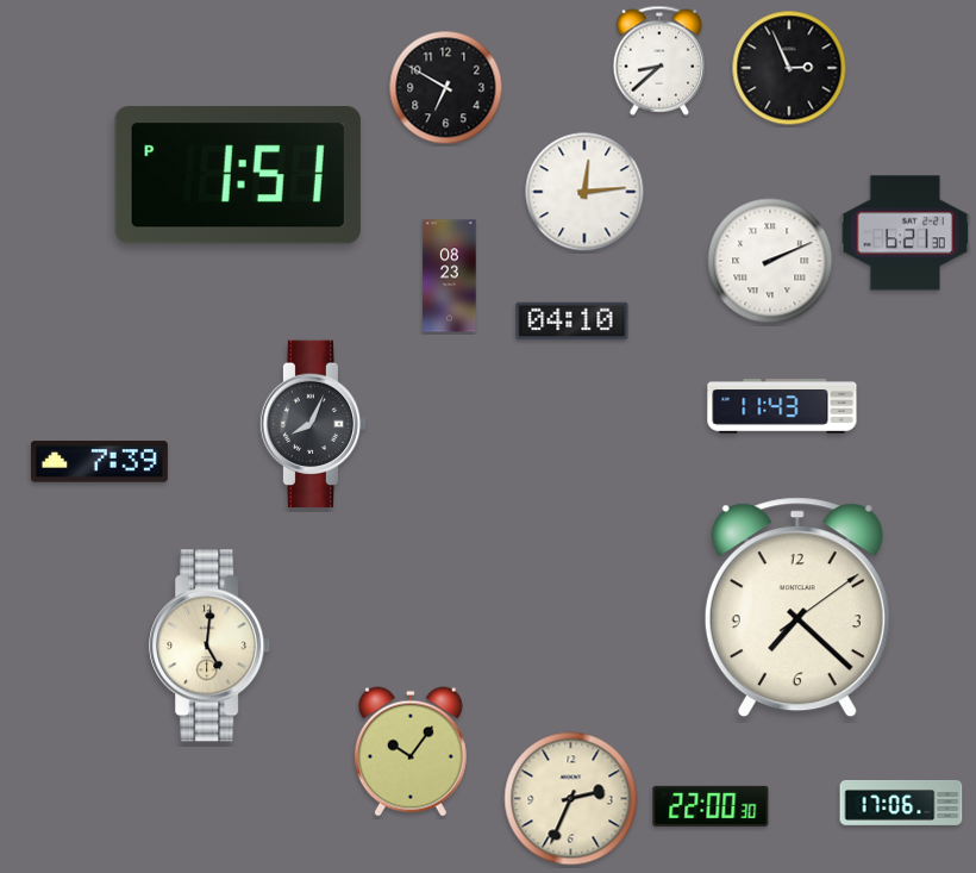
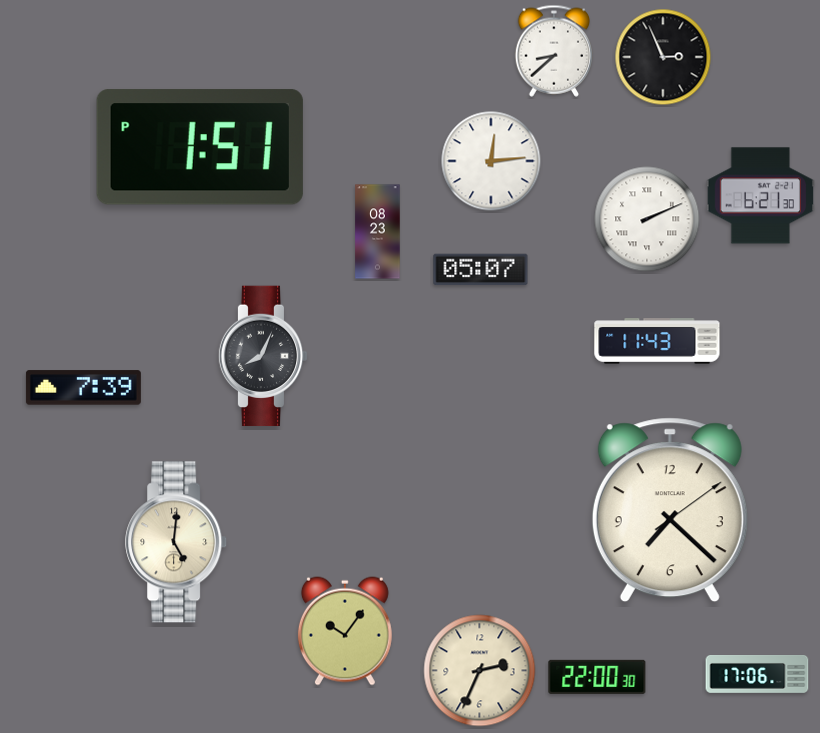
clock at (446, 88): 6:50 -> none
clock at (573, 322): 04:10 -> 05:07
